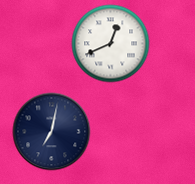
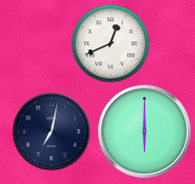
clock at (144, 131): none -> 6:00
